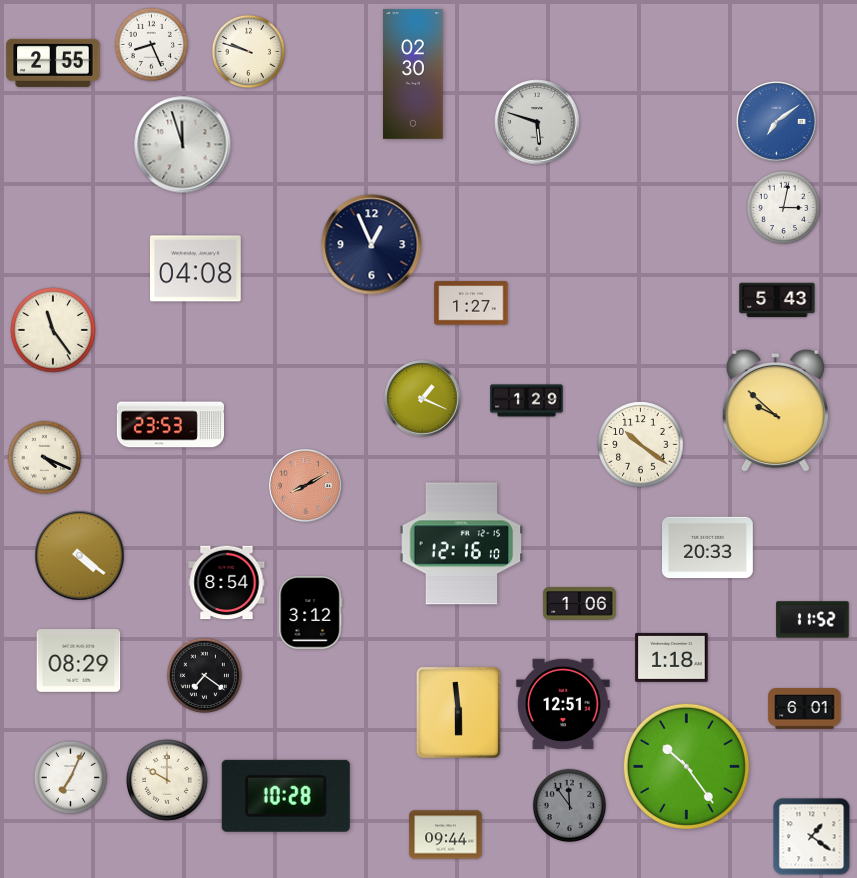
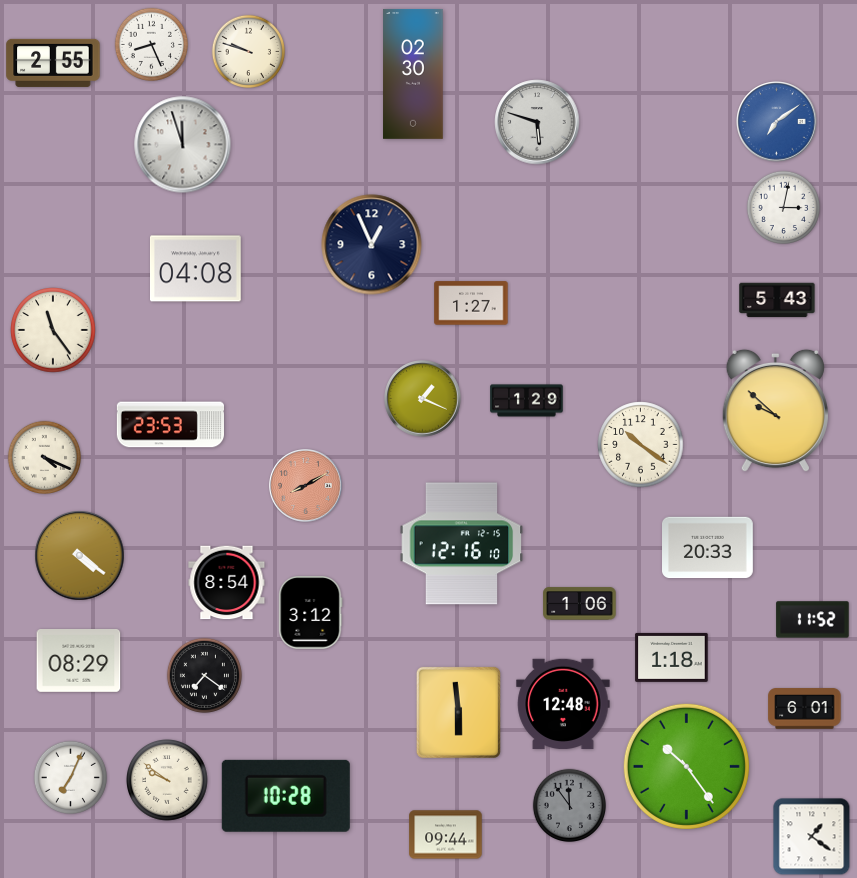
clock at (563, 704): 12:51 -> 12:48
clock at (168, 781): 10:00 -> 9:51
